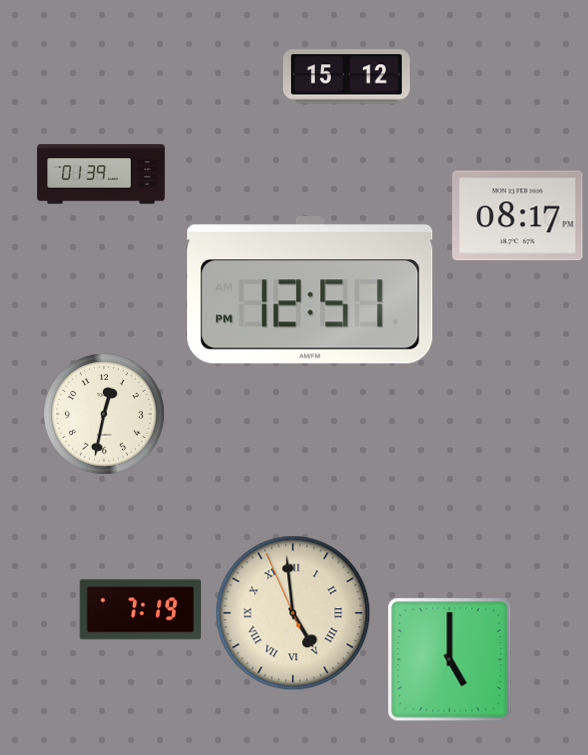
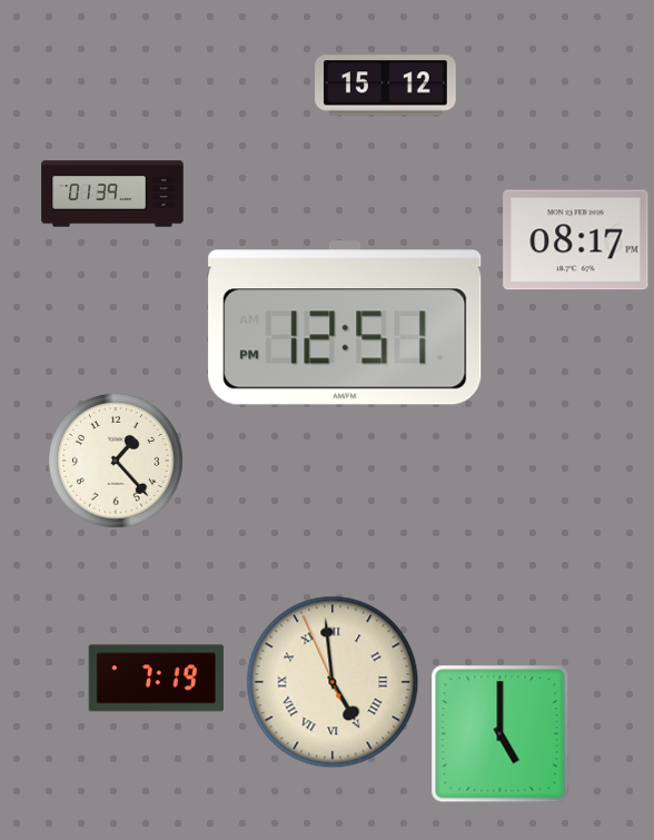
clock at (104, 414): 12:32 -> 1:23
clock at (293, 613) position: (293, 613) -> (333, 682)
